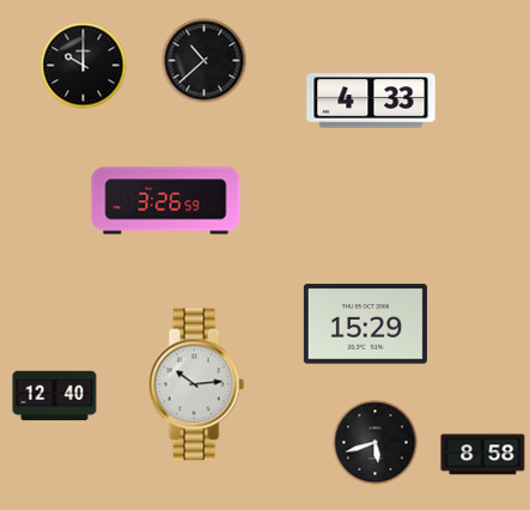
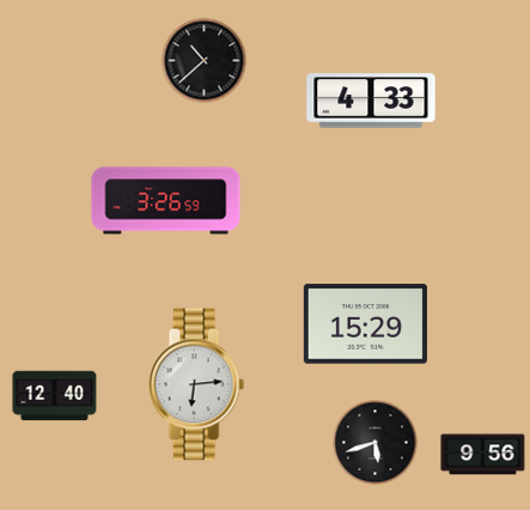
clock at (84, 66): 10:00 -> none
clock at (196, 384): 10:14 -> 6:14
clock at (483, 455): 8:58 -> 9:56
